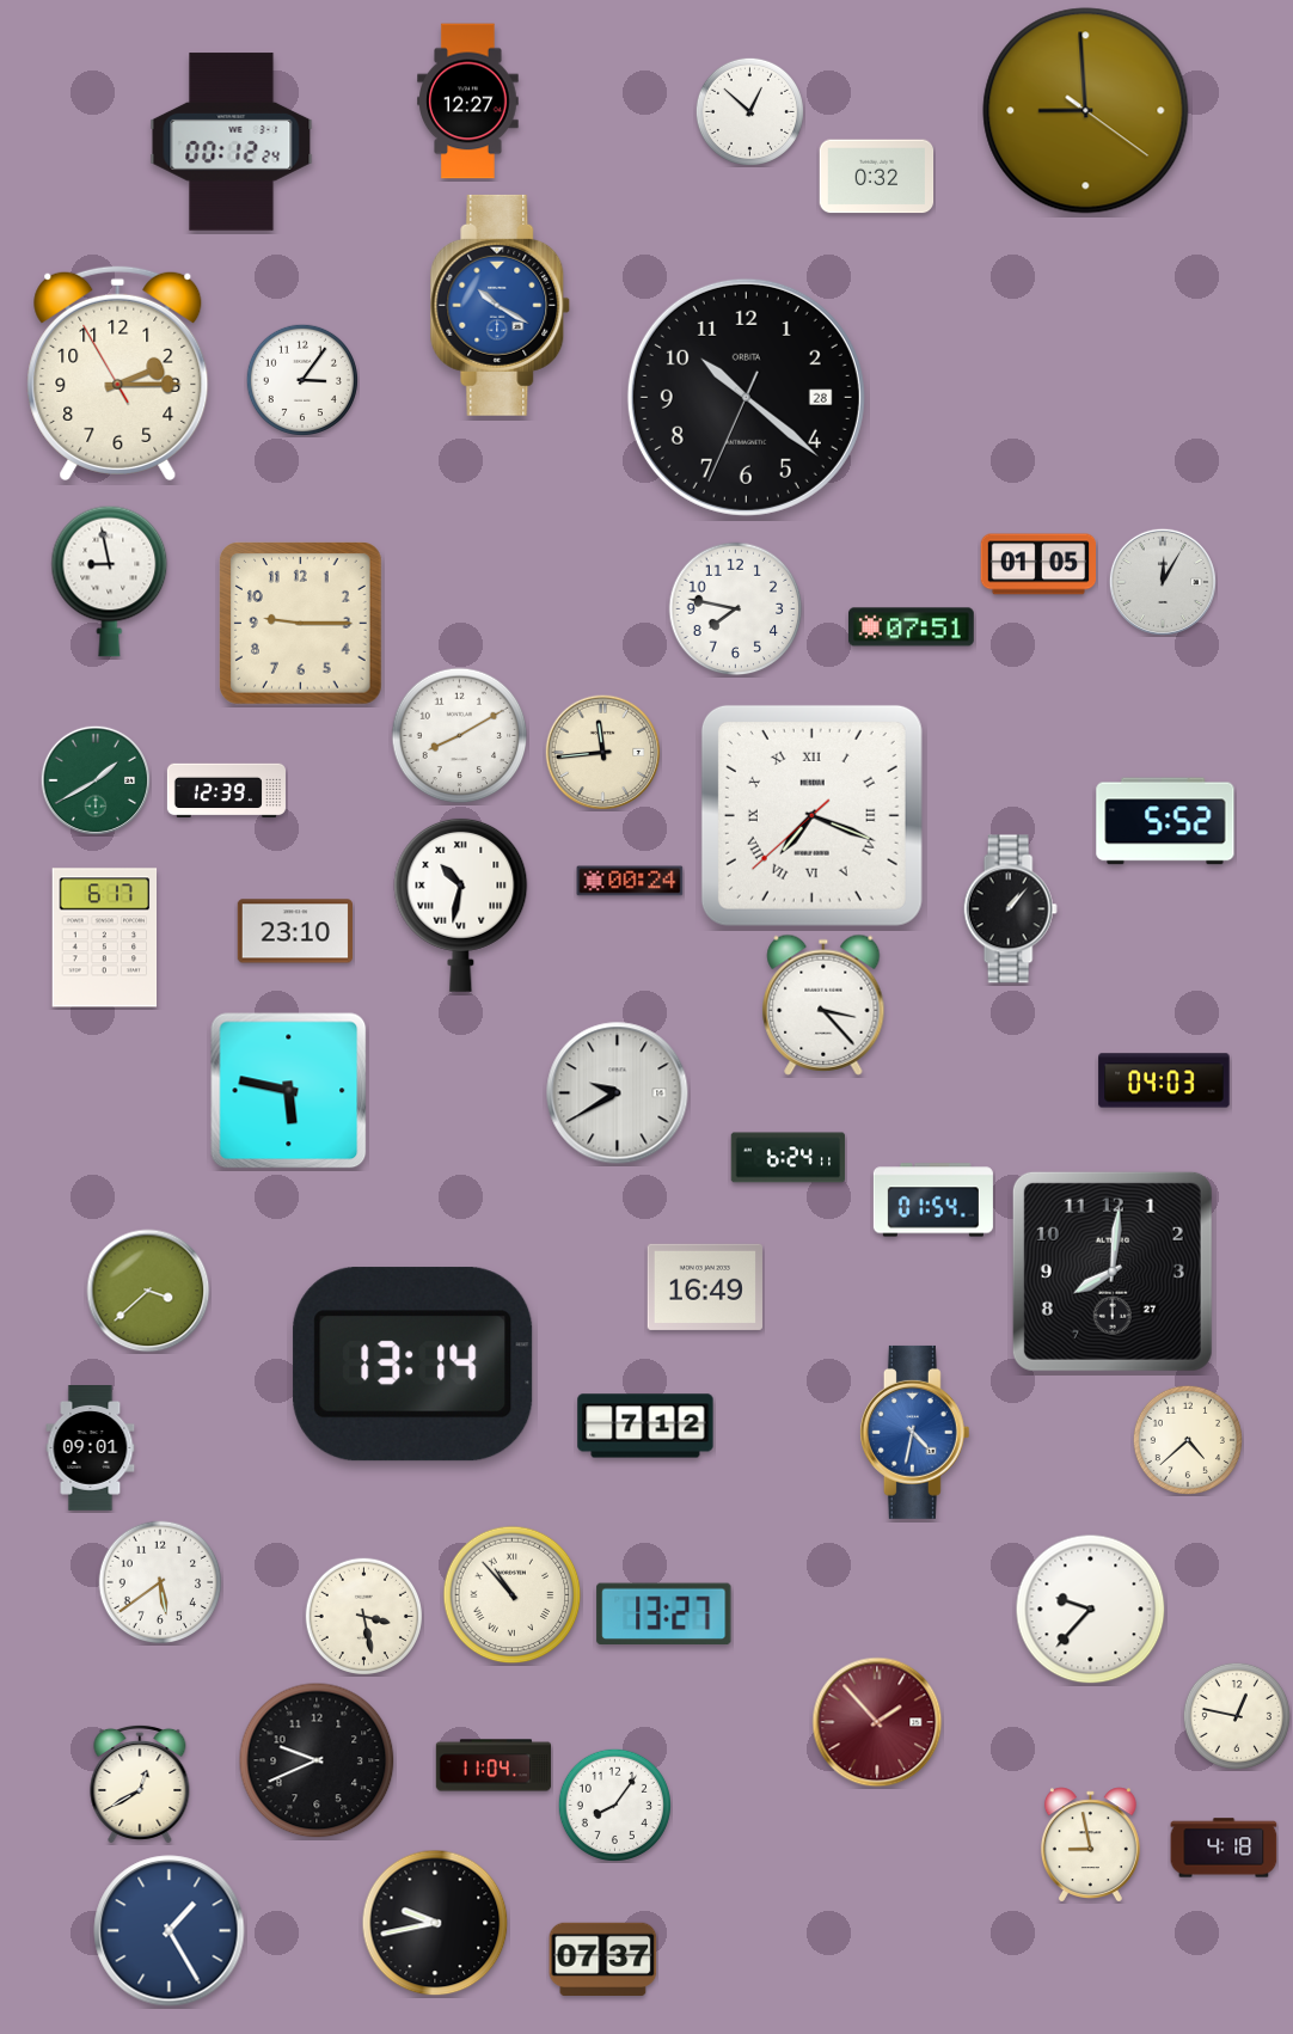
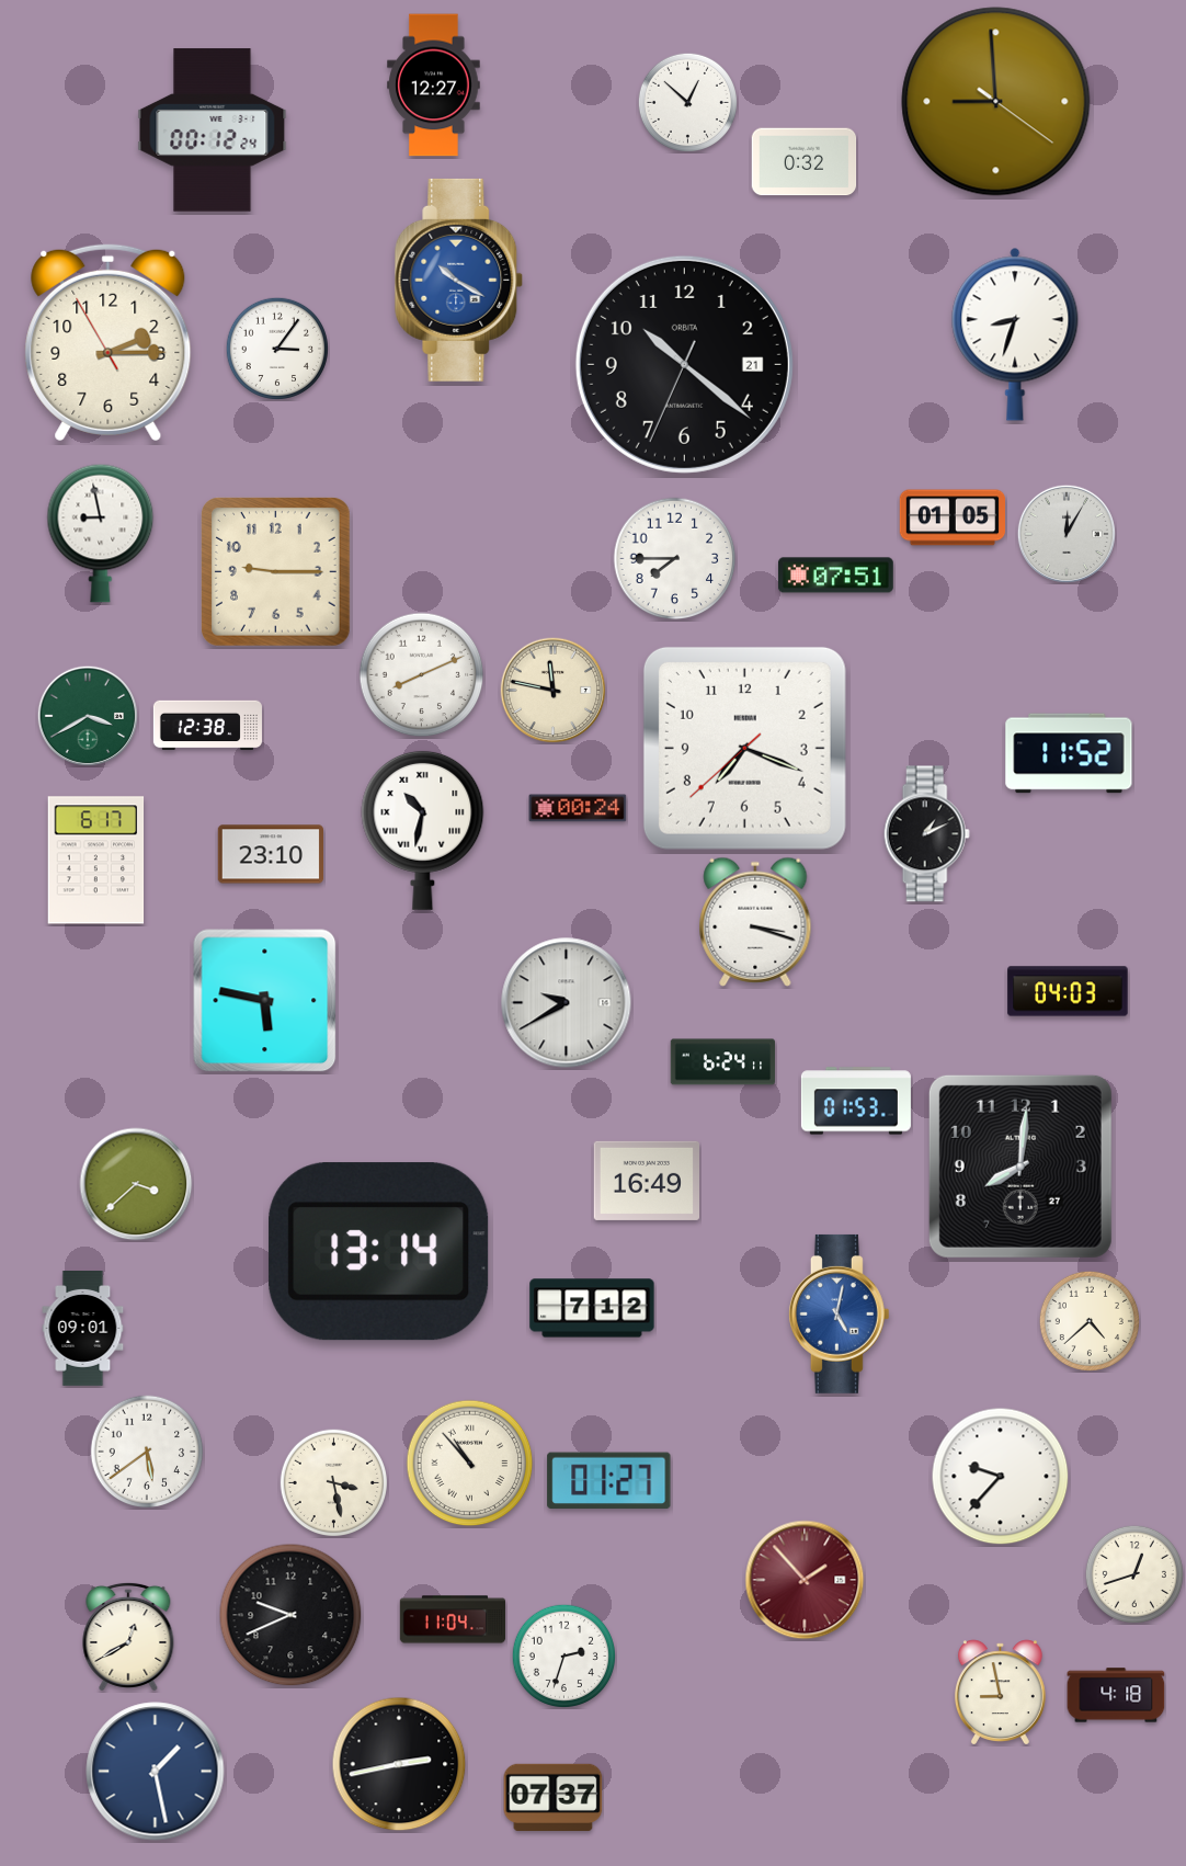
clock at (468, 102) position: (468, 102) -> (434, 86)
clock at (1015, 334): none -> 8:33
clock at (746, 397) date: 28 -> 21
clock at (736, 609): 7:47 -> 7:45
clock at (460, 736): 8:10 -> 8:11
clock at (603, 753): 11:44 -> 11:47
clock at (94, 779): 1:40 -> 3:40
clock at (226, 791): 12:39 -> 12:38
clock at (811, 815) numerals: Roman -> Arabic
clock at (1165, 821): 5:52 -> 11:52
clock at (1010, 909): 1:07 -> 1:11
clock at (823, 1005): 3:23 -> 3:18
clock at (933, 1200): 01:54 -> 01:53
clock at (914, 1432): 4:32 -> 5:02
clock at (664, 1615): 13:27 -> 01:27
clock at (1237, 1716): 12:47 -> 12:42
clock at (614, 1805): 8:06 -> 2:33
clock at (1224, 1848) position: (1224, 1848) -> (1116, 1695)
clock at (435, 1923): 9:43 -> 2:43
clock at (170, 1931): 1:25 -> 1:28
